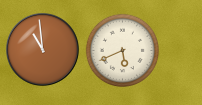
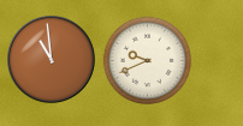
clock at (122, 50): 5:41 -> 9:41
